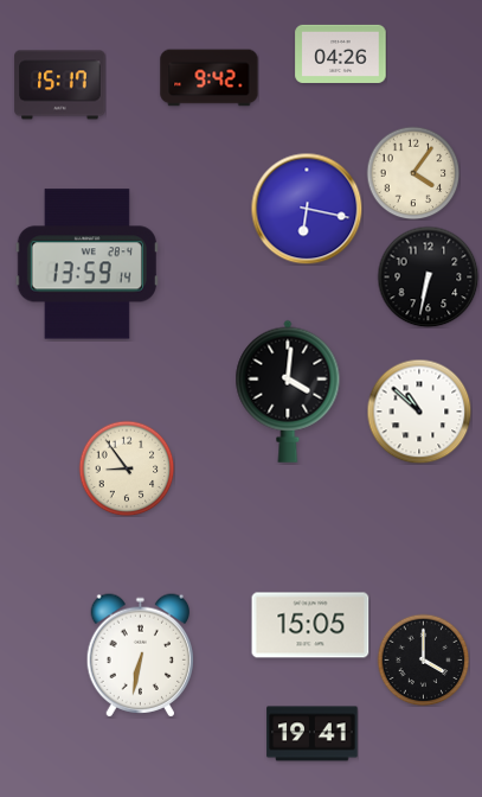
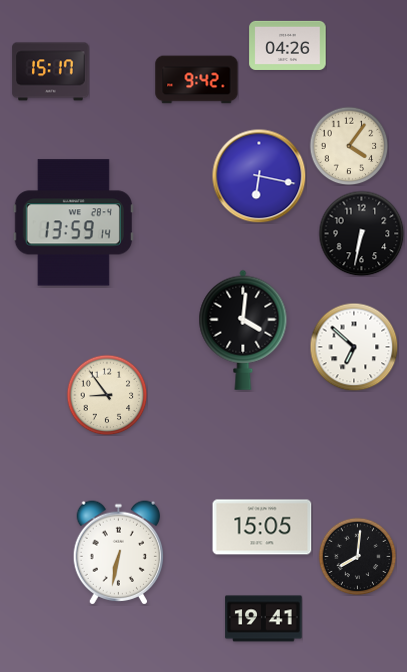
clock at (210, 78) position: (210, 78) -> (197, 80)
clock at (419, 412): 10:52 -> 6:52
clock at (423, 659): 4:00 -> 8:01
